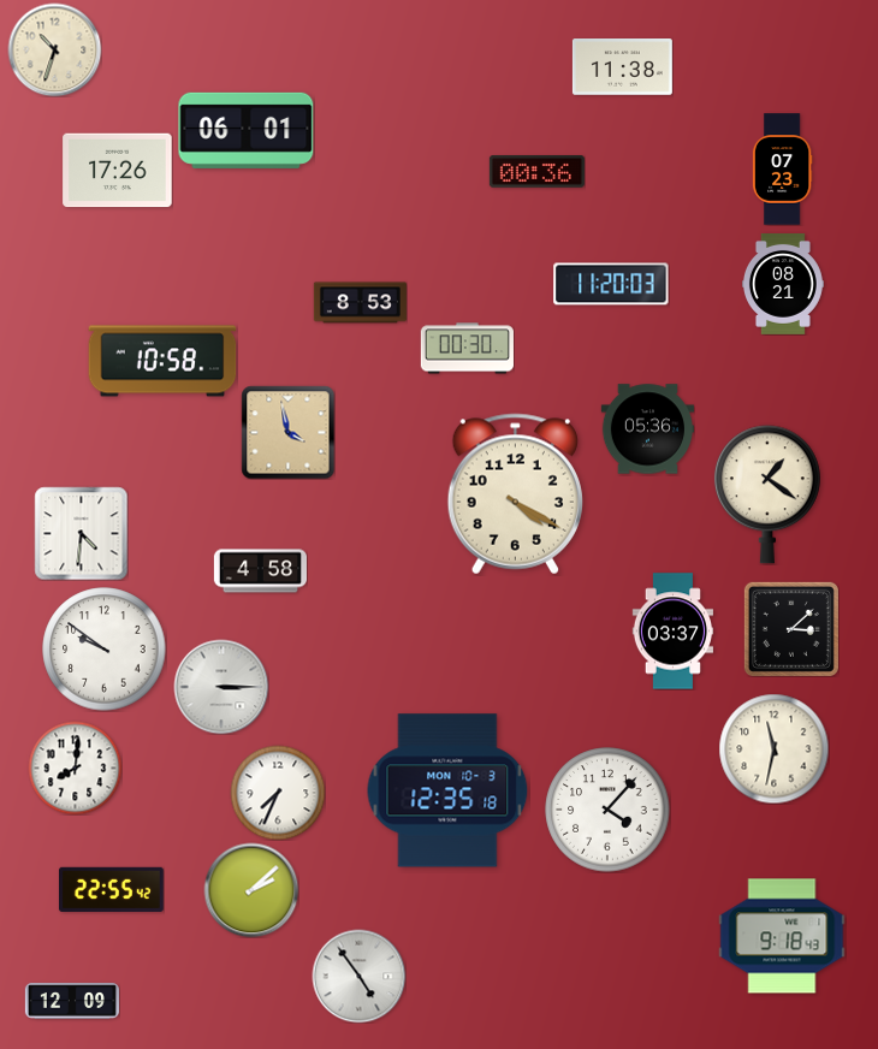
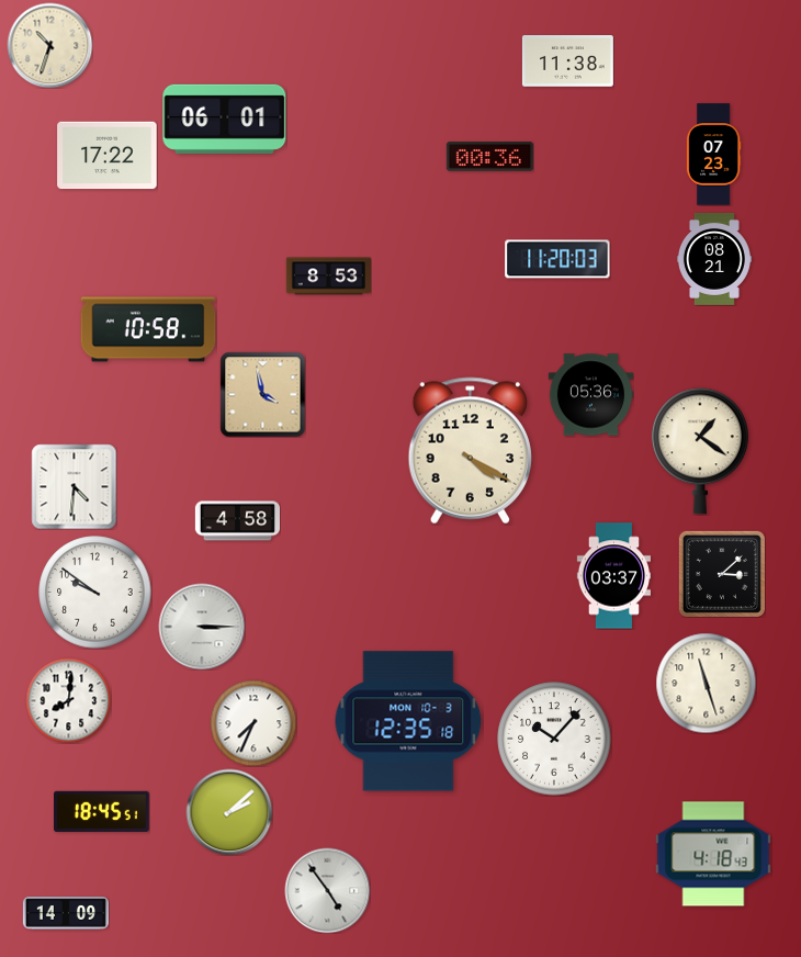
clock at (118, 171): 17:26 -> 17:22
clock at (467, 349): 00:30 -> none
clock at (647, 429) position: (647, 429) -> (590, 395)
clock at (773, 748): 11:32 -> 11:27
clock at (607, 810): 4:07 -> 10:07
clock at (112, 889): 22:55 -> 18:45
clock at (782, 936): 9:18 -> 4:18
clock at (72, 1001): 12:09 -> 14:09
